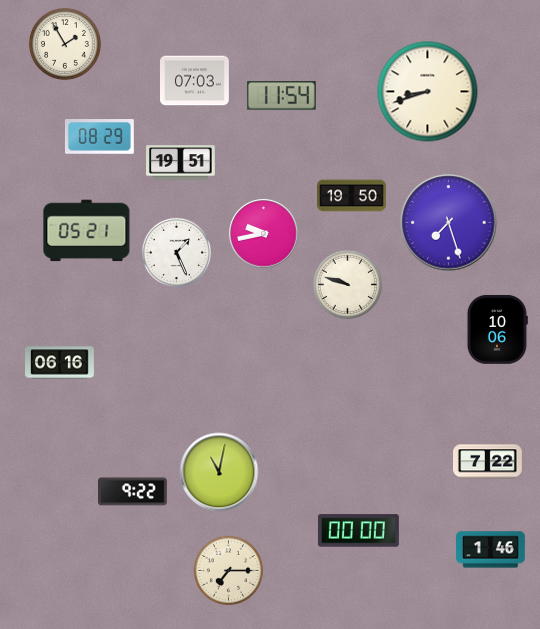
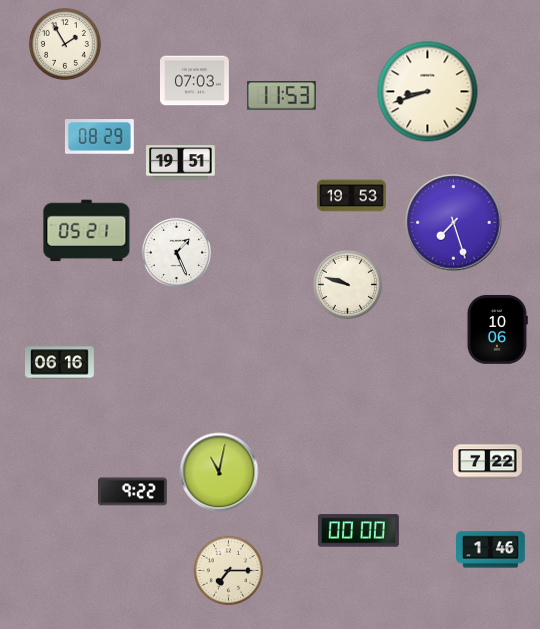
clock at (281, 96): 11:54 -> 11:53
clock at (352, 196): 19:50 -> 19:53
clock at (449, 223) position: (449, 223) -> (454, 223)
clock at (264, 234): 9:43 -> none
